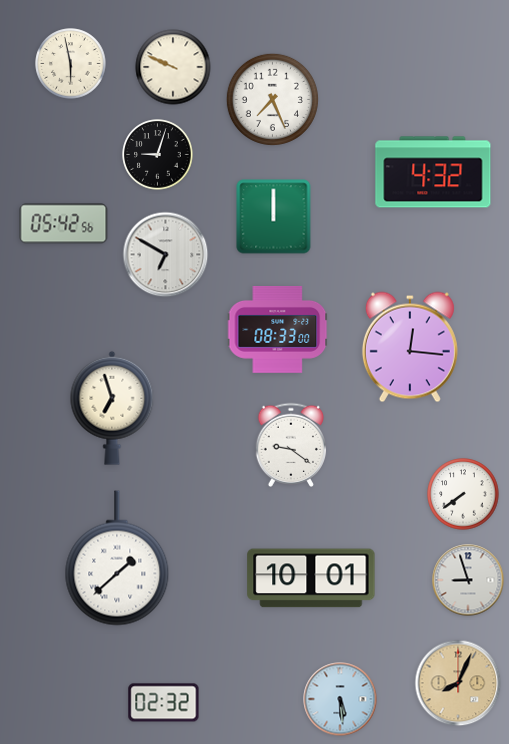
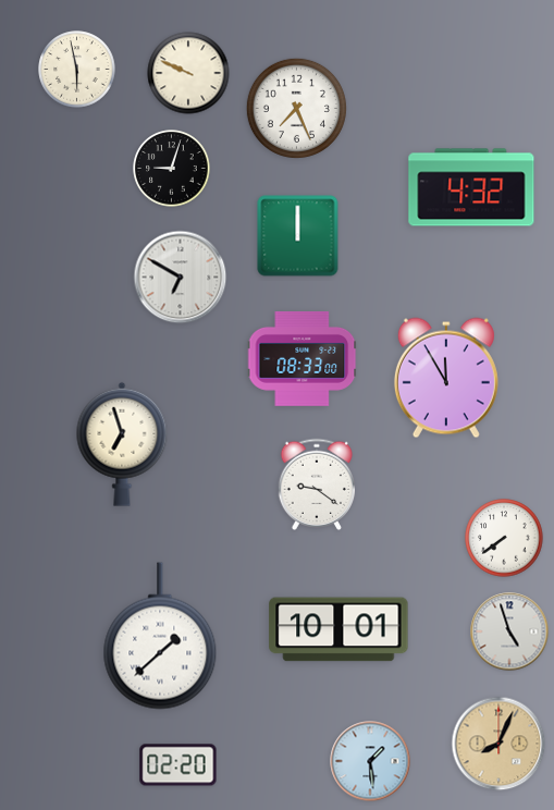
clock at (64, 224): 05:42 -> none
clock at (410, 347): 12:16 -> 11:55
clock at (117, 558) position: (117, 558) -> (160, 636)
clock at (468, 580): 8:57 -> 4:57
clock at (340, 699): 5:29 -> 1:29
clock at (164, 703): 02:32 -> 02:20
